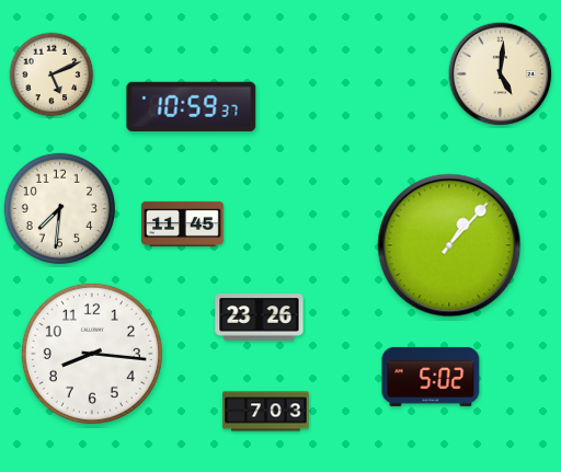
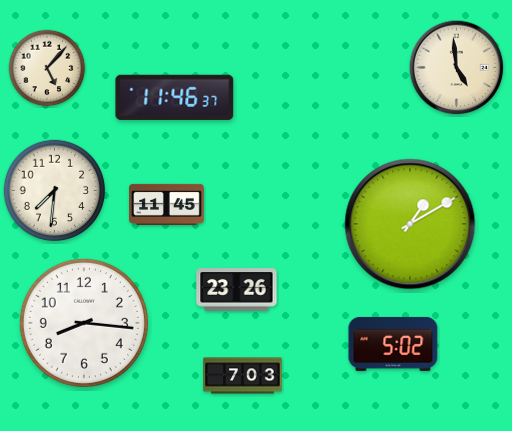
clock at (51, 74): 5:11 -> 5:07
clock at (501, 74): 5:01 -> 4:59
clock at (192, 106): 10:59 -> 11:46
clock at (449, 245): 1:07 -> 1:10
